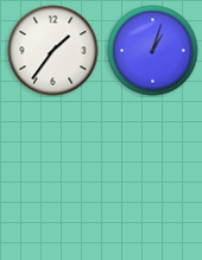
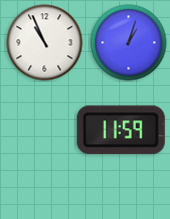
clock at (53, 51): 1:36 -> 10:56
clock at (121, 130): none -> 11:59
